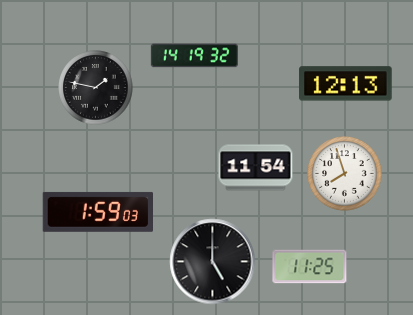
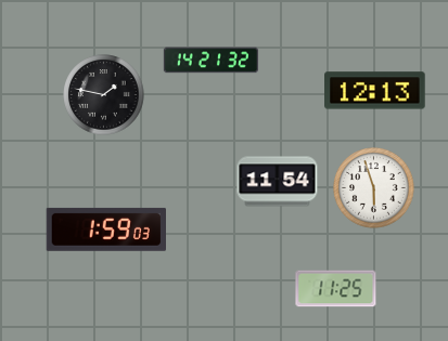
clock at (194, 56): 14:19 -> 14:21
clock at (345, 174): 7:57 -> 5:57
clock at (213, 262): 5:00 -> none
